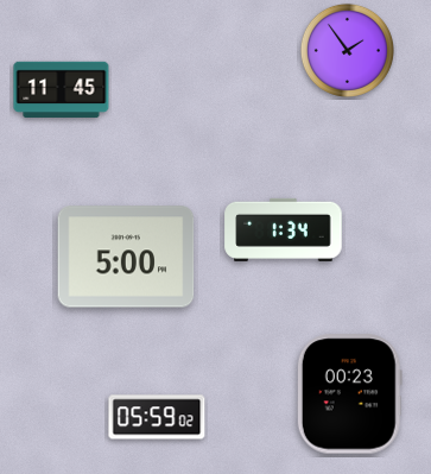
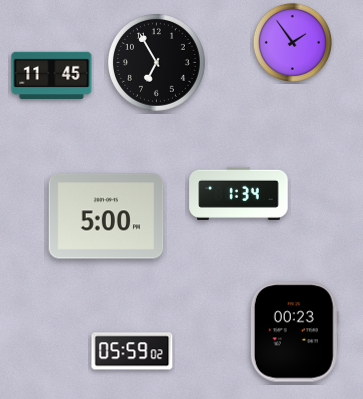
clock at (157, 63): none -> 6:55
